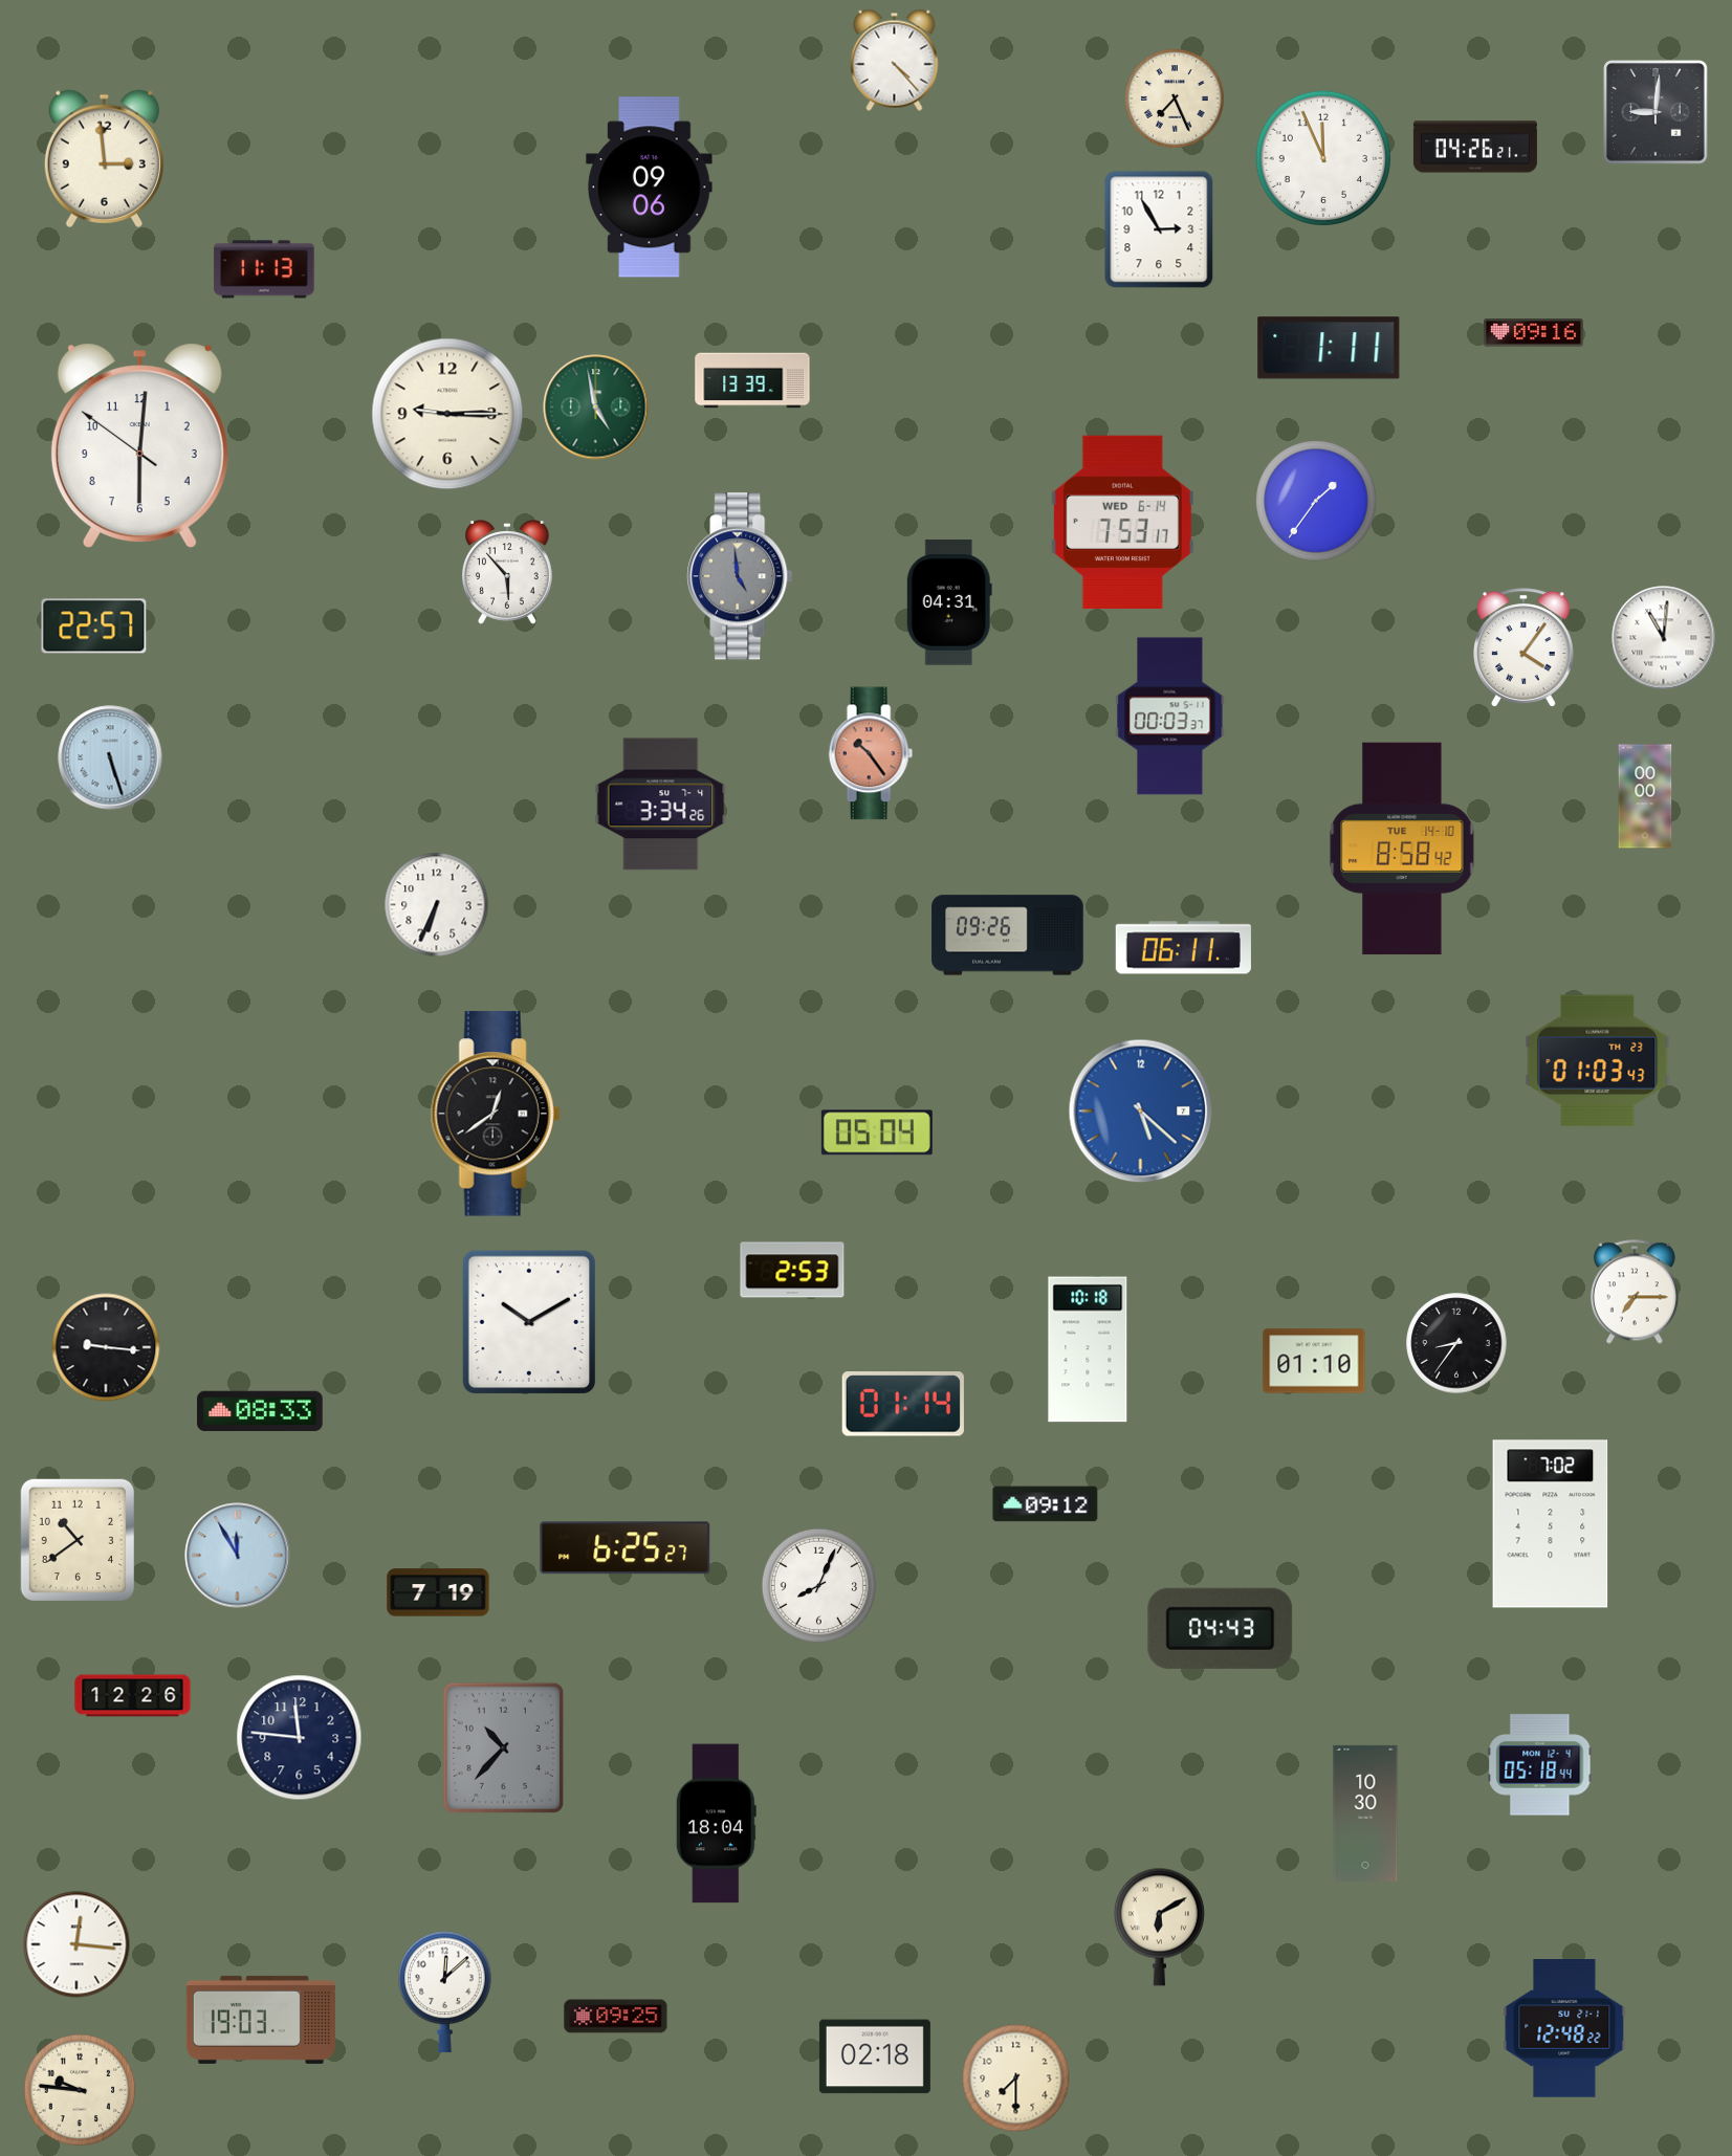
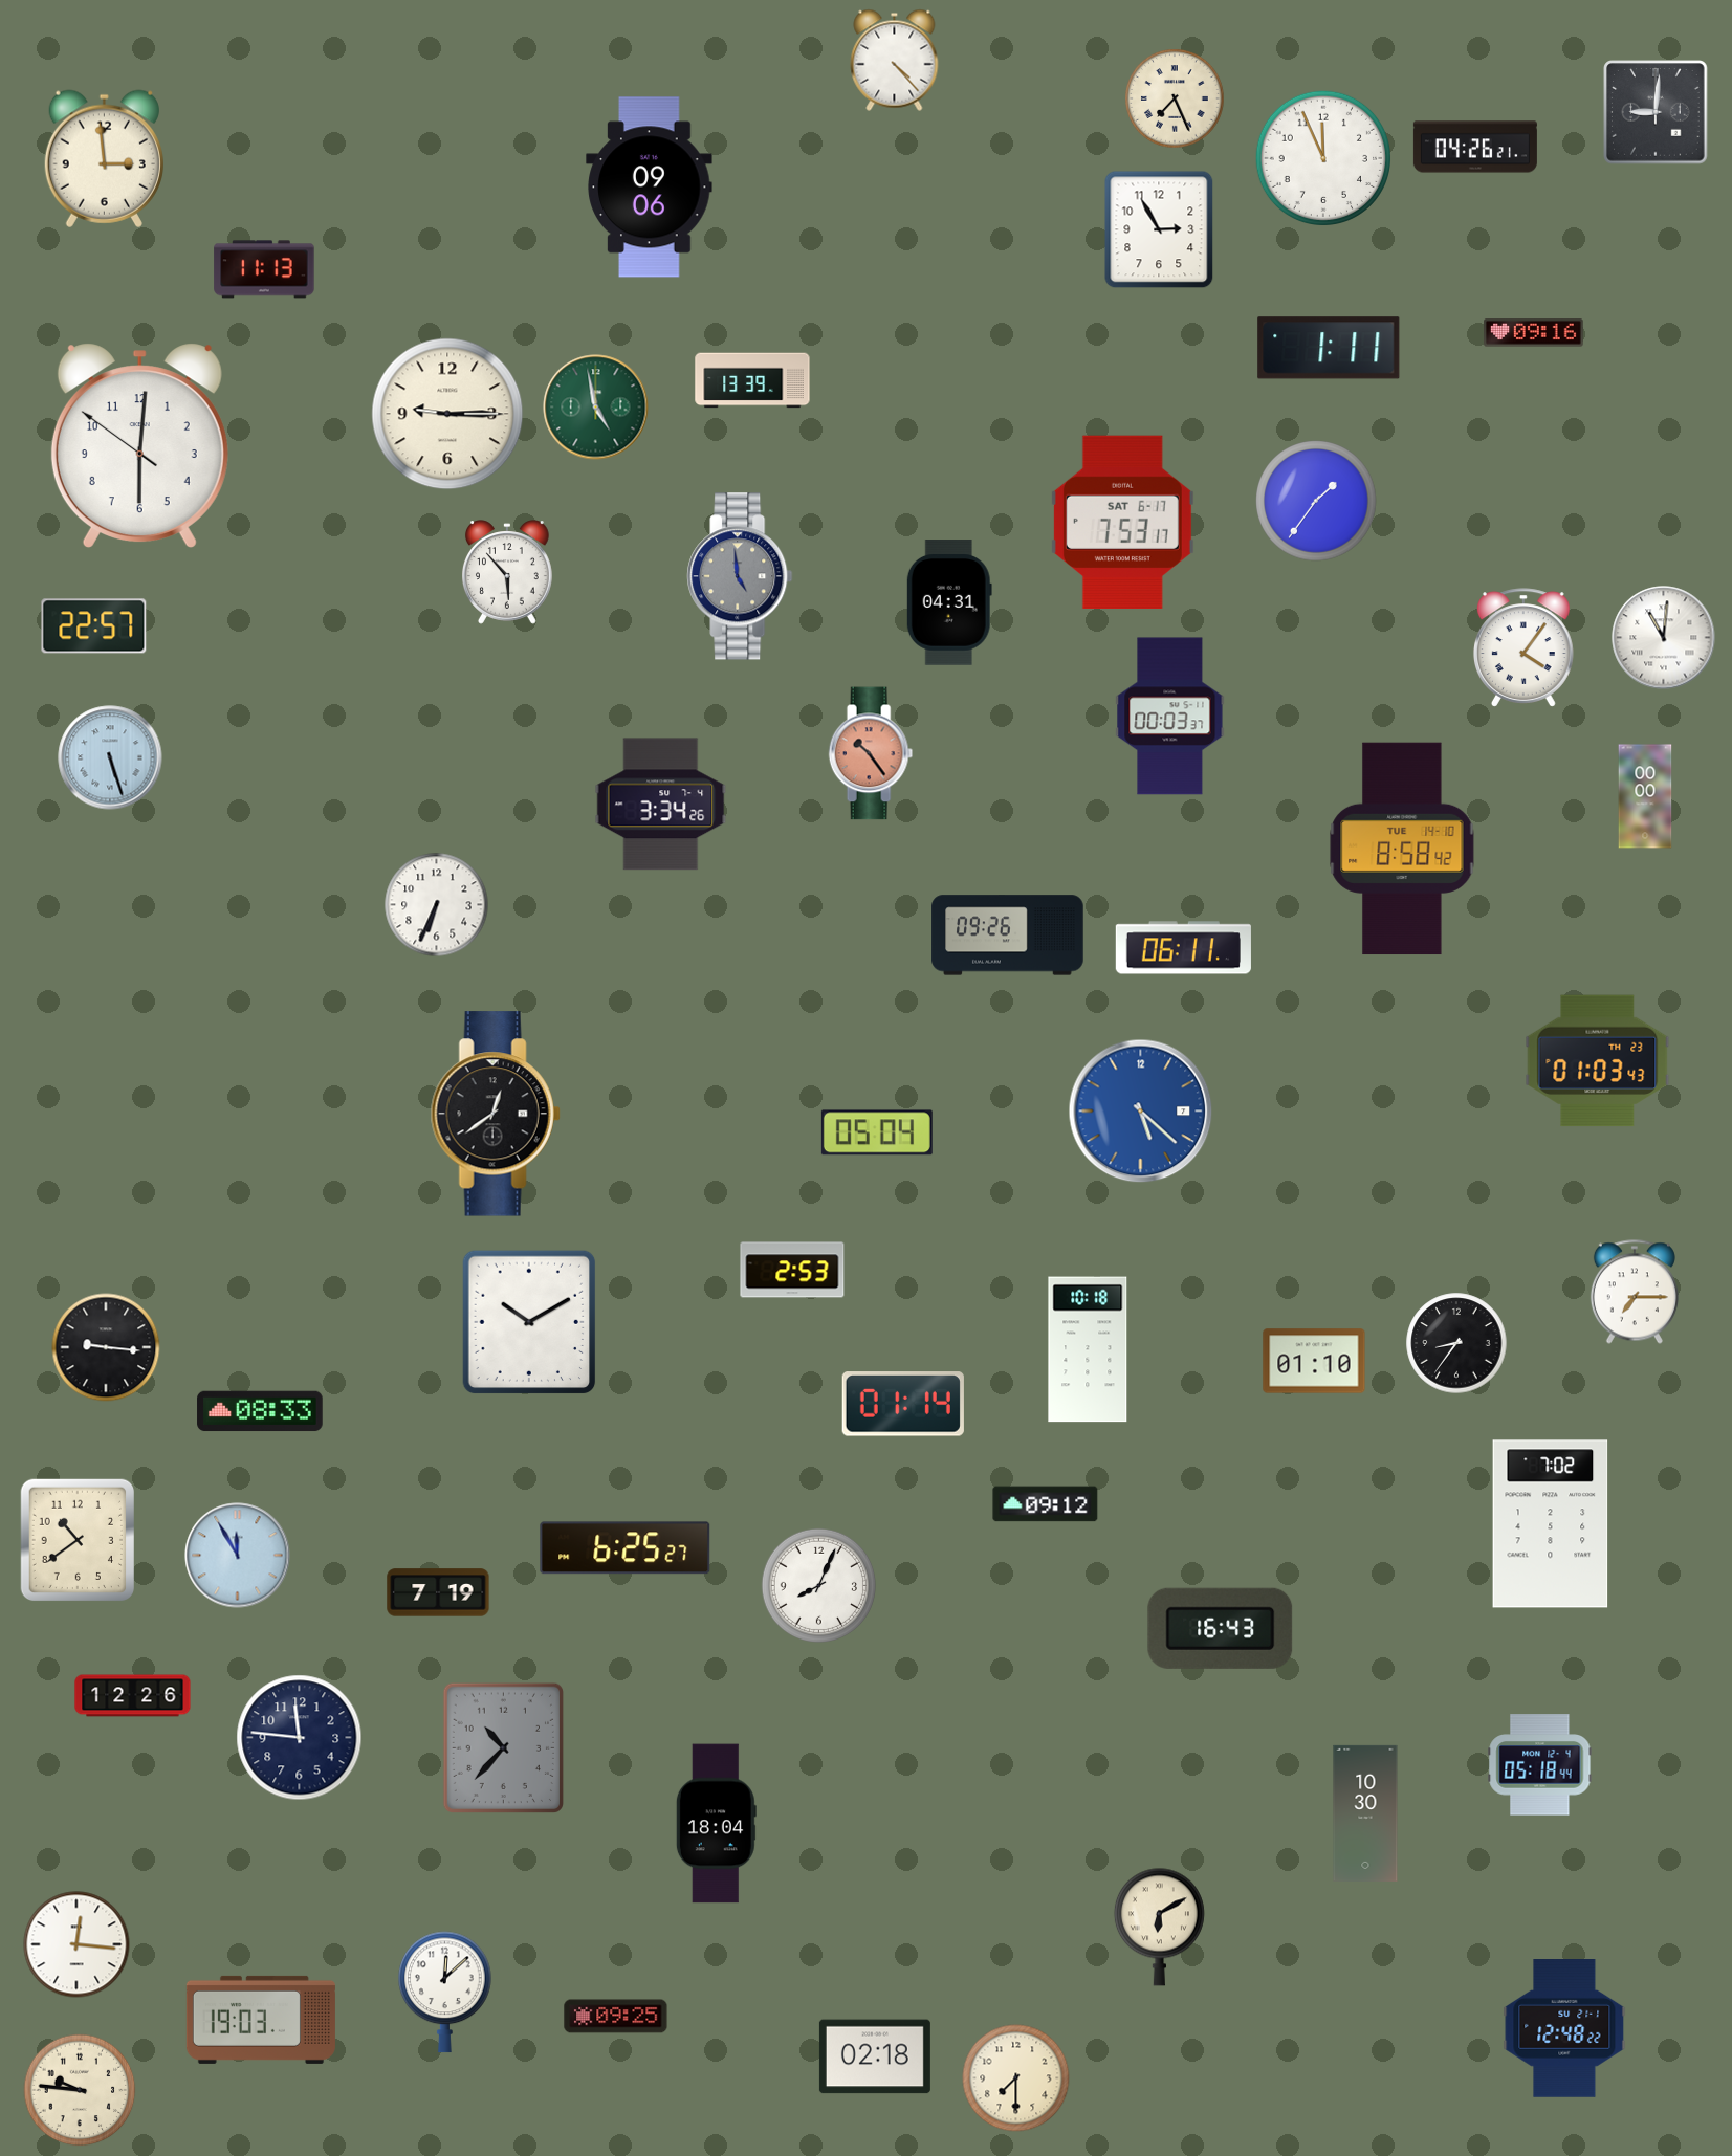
clock at (1122, 522) date: WED 6-14 -> SAT 6-17
clock at (1221, 1628): 04:43 -> 16:43
